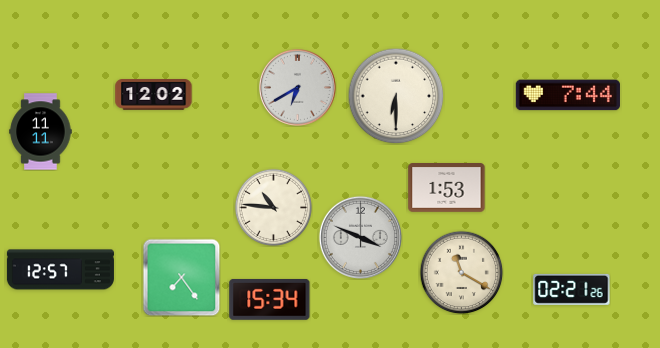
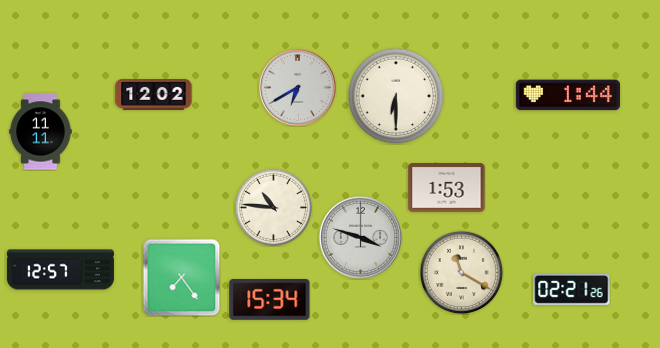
clock at (568, 95): 7:44 -> 1:44
clock at (360, 237): 3:49 -> 3:48
